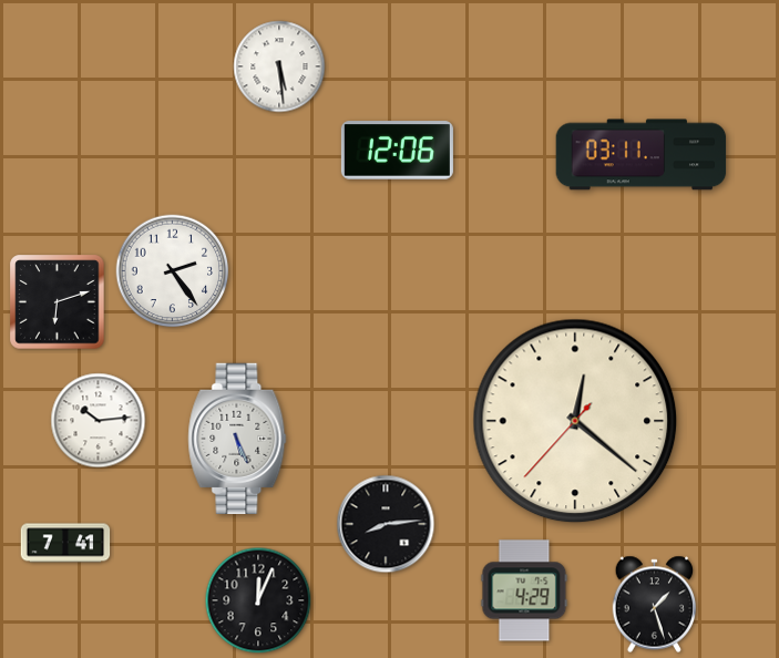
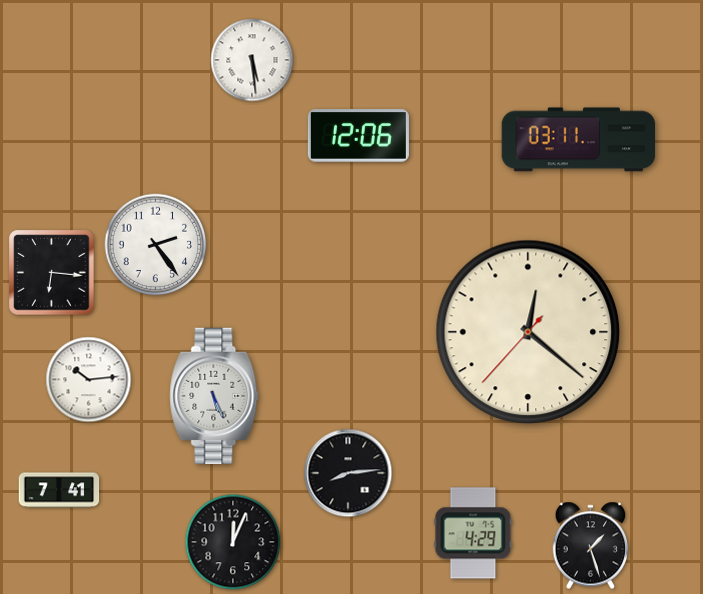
clock at (58, 302): 6:12 -> 6:16
clock at (575, 421) position: (575, 421) -> (528, 332)
